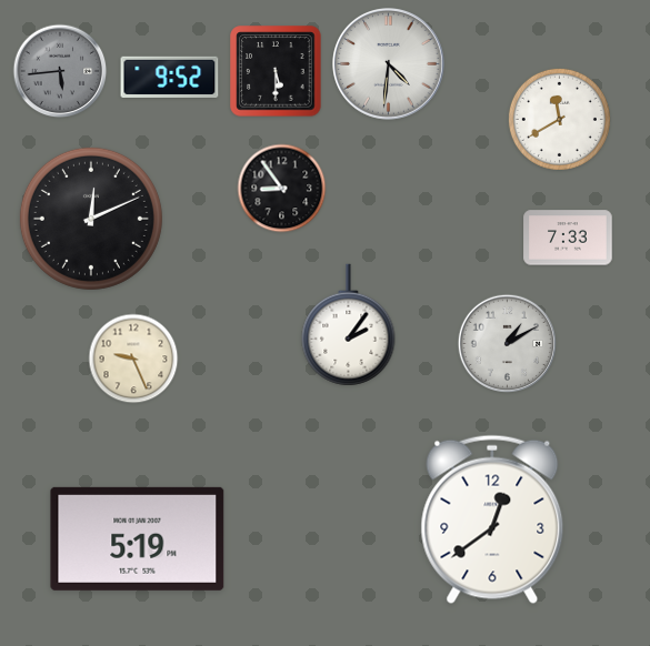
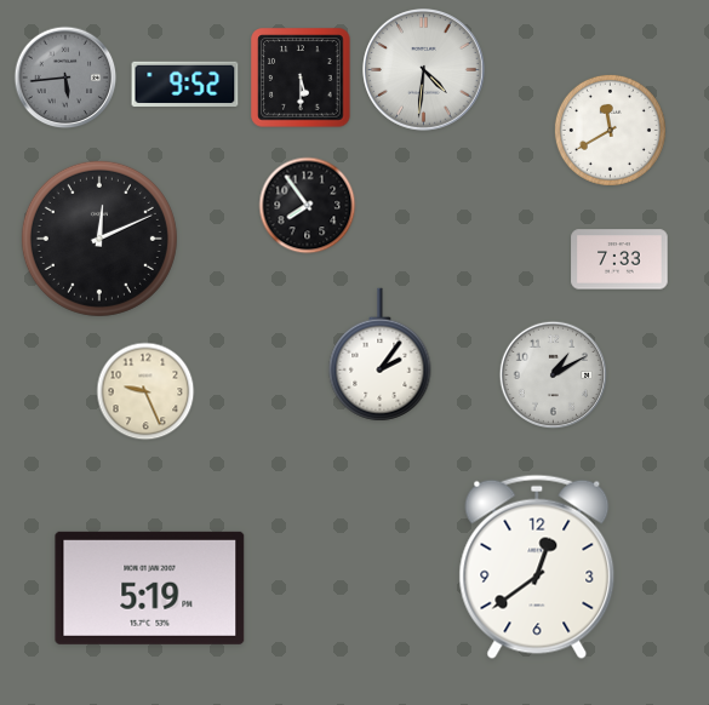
clock at (282, 189): 8:54 -> 7:54
